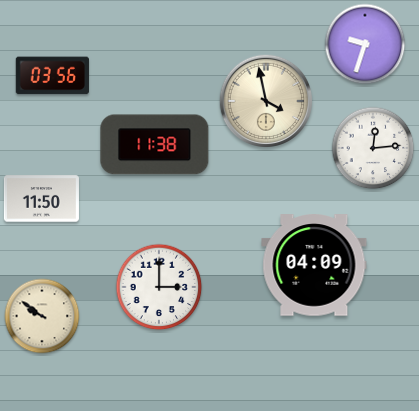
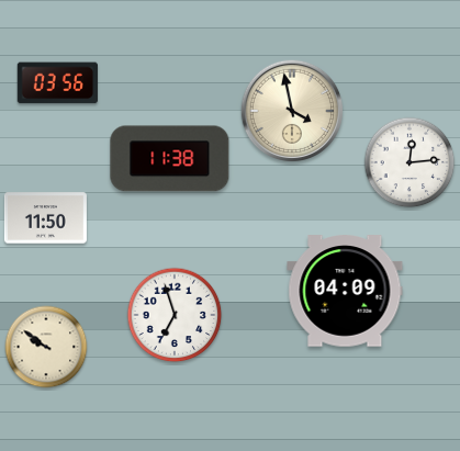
clock at (365, 44): 9:33 -> none
clock at (159, 287): 3:00 -> 6:57
